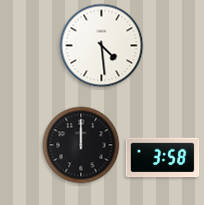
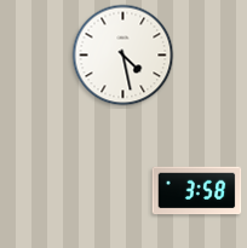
clock at (102, 46): 4:29 -> 4:28
clock at (81, 145): 12:00 -> none
